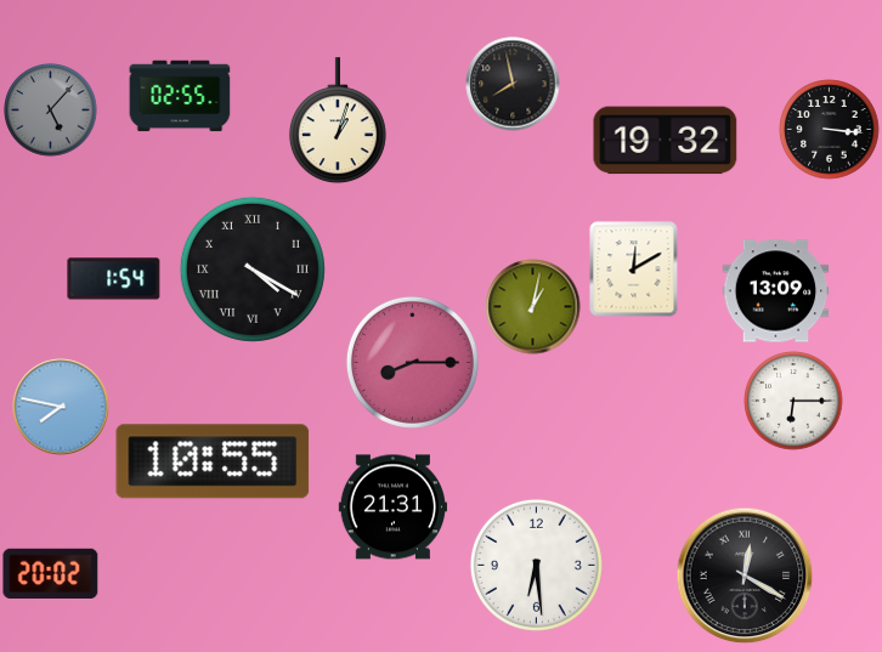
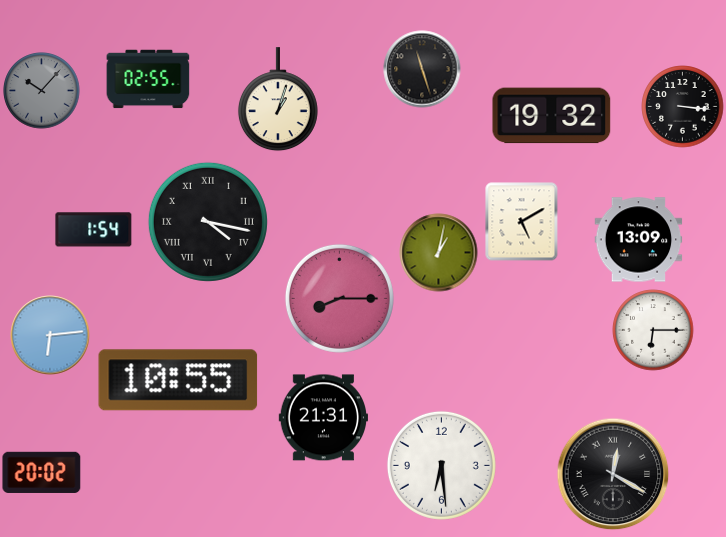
clock at (513, 84): 7:58 -> 11:27
clock at (51, 110): 5:07 -> 10:07
clock at (666, 141) position: (666, 141) -> (552, 116)
clock at (253, 270): 4:20 -> 4:17
clock at (634, 270): 12:10 -> 5:10
clock at (61, 407): 7:47 -> 6:14
clock at (213, 461) position: (213, 461) -> (178, 380)
